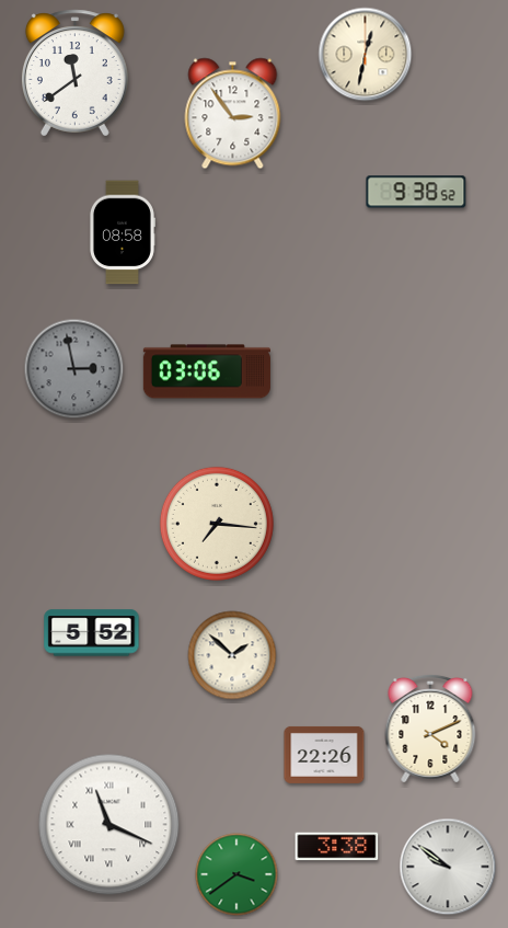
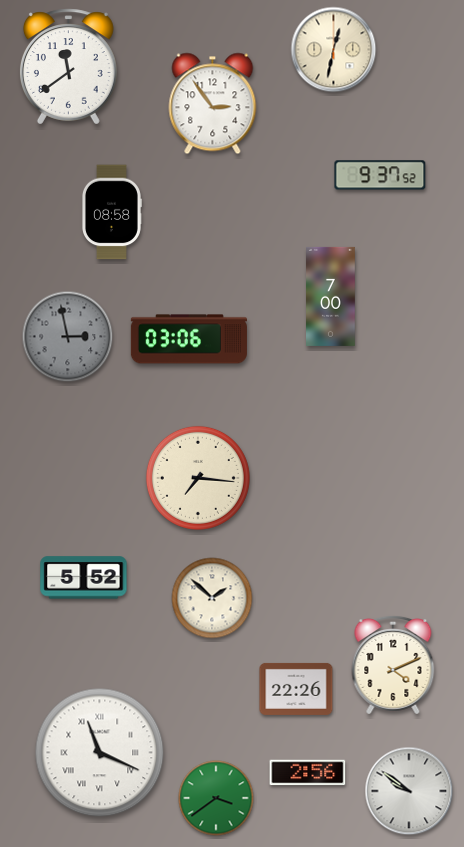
clock at (416, 192): 9:38 -> 9:37
clock at (331, 296): none -> 7:00
clock at (337, 847): 3:38 -> 2:56
